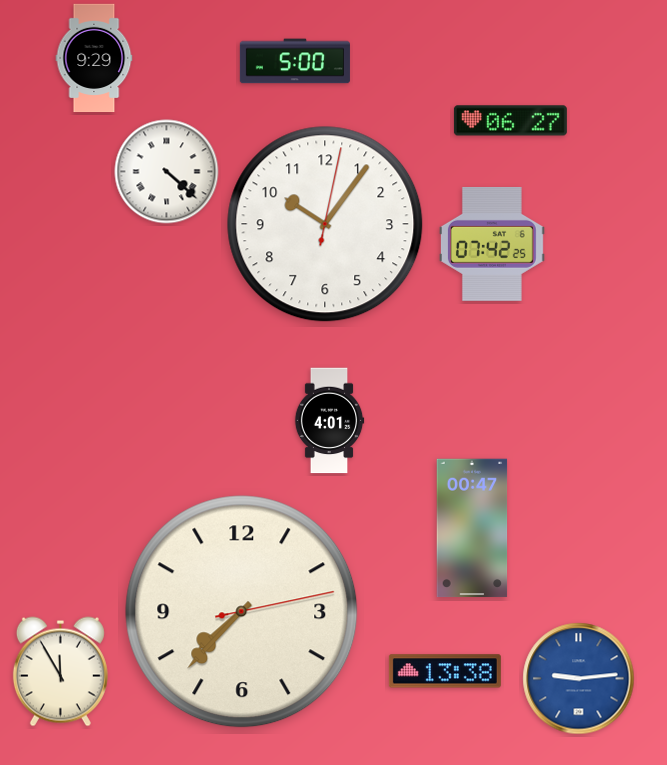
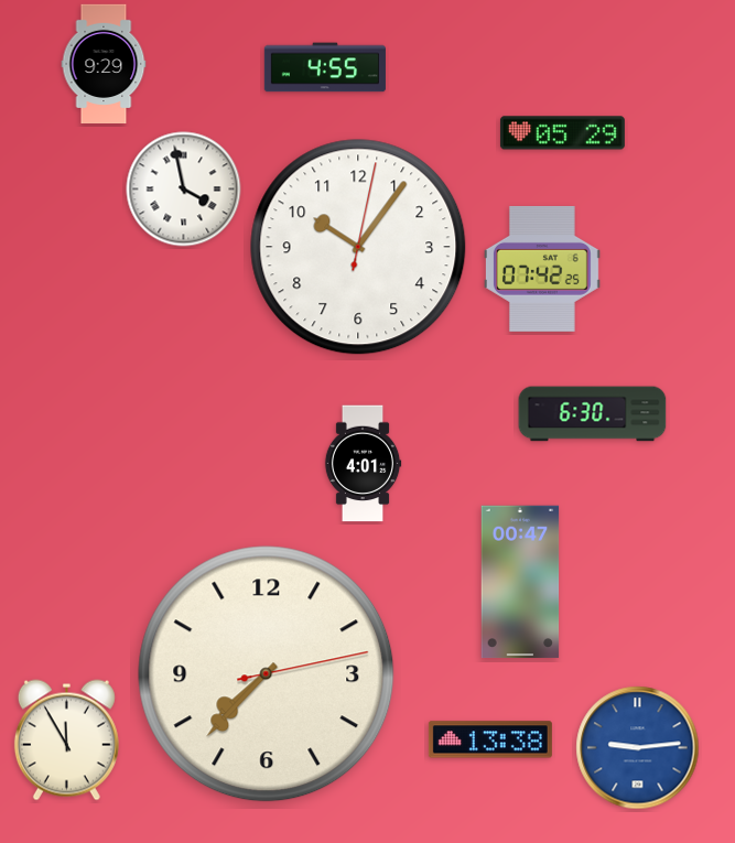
clock at (295, 61): 5:00 -> 4:55
clock at (510, 121): 06:27 -> 05:29
clock at (167, 172): 4:22 -> 3:58
clock at (593, 414): none -> 6:30
